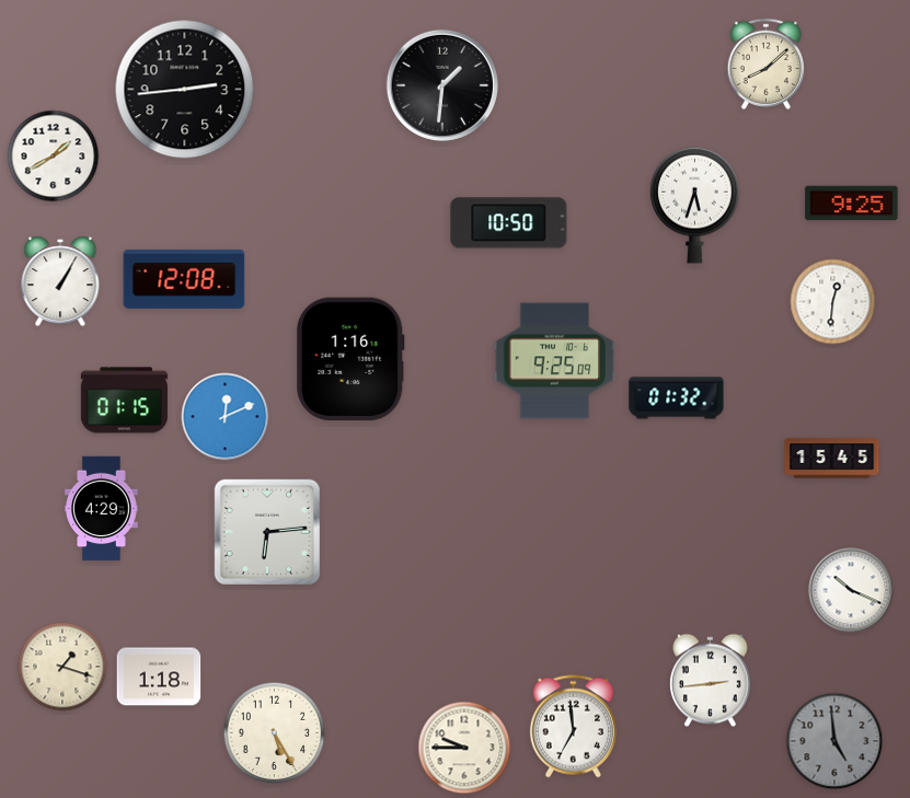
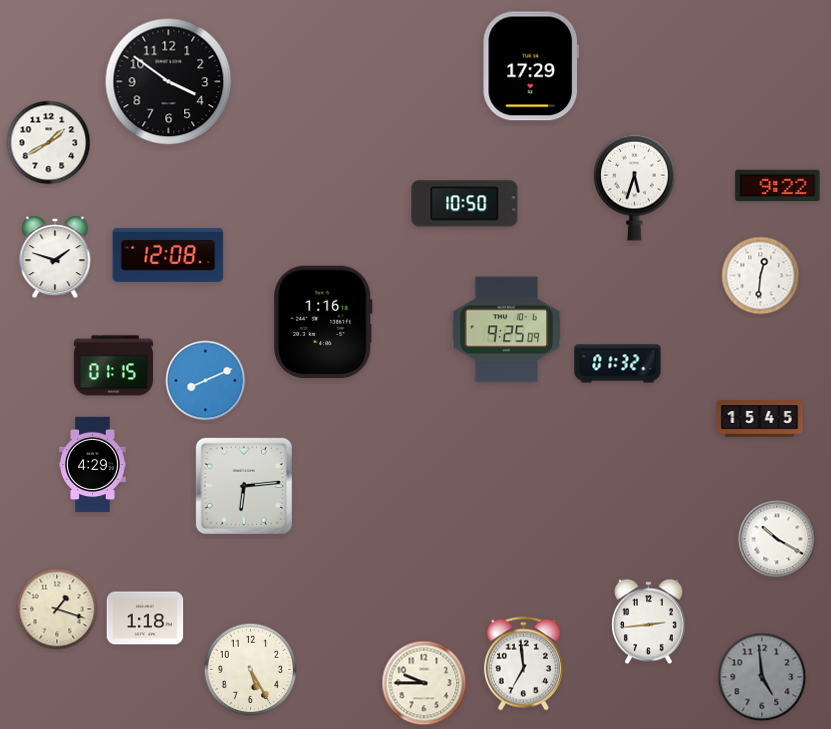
clock at (765, 63): 8:08 -> none
clock at (531, 66): none -> 17:29
clock at (442, 85): 1:31 -> none
clock at (185, 90): 2:44 -> 3:51
clock at (852, 204): 9:25 -> 9:22
clock at (60, 281): 1:05 -> 1:48
clock at (350, 359) position: (350, 359) -> (323, 322)
clock at (226, 417): 12:11 -> 8:11
clock at (851, 590): 10:19 -> 10:20
